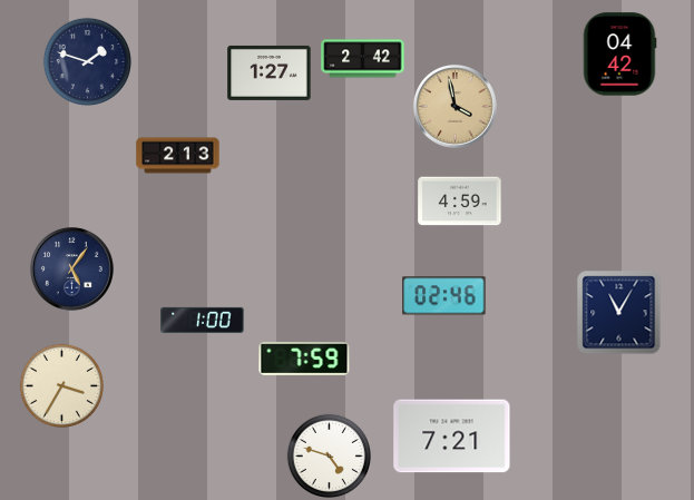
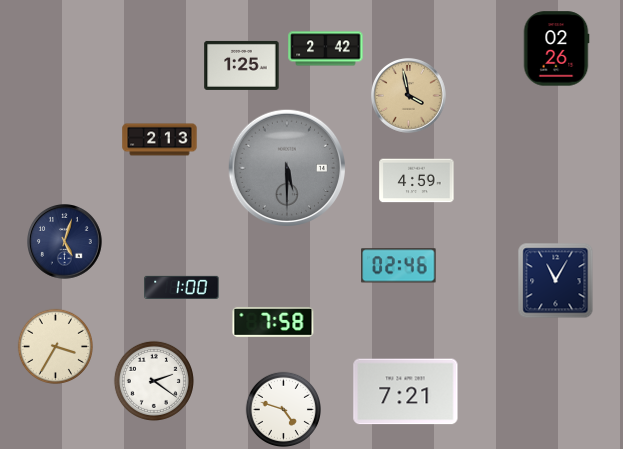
clock at (619, 55): 04:42 -> 02:26
clock at (363, 59) position: (363, 59) -> (326, 49)
clock at (87, 61): 1:48 -> none
clock at (270, 72): 1:27 -> 1:25
clock at (287, 168): none -> 5:30
clock at (460, 202) position: (460, 202) -> (417, 181)
clock at (72, 269): 5:06 -> 5:03
clock at (304, 359): 7:59 -> 7:58
clock at (154, 381): none -> 2:21
clock at (329, 455) position: (329, 455) -> (283, 409)
